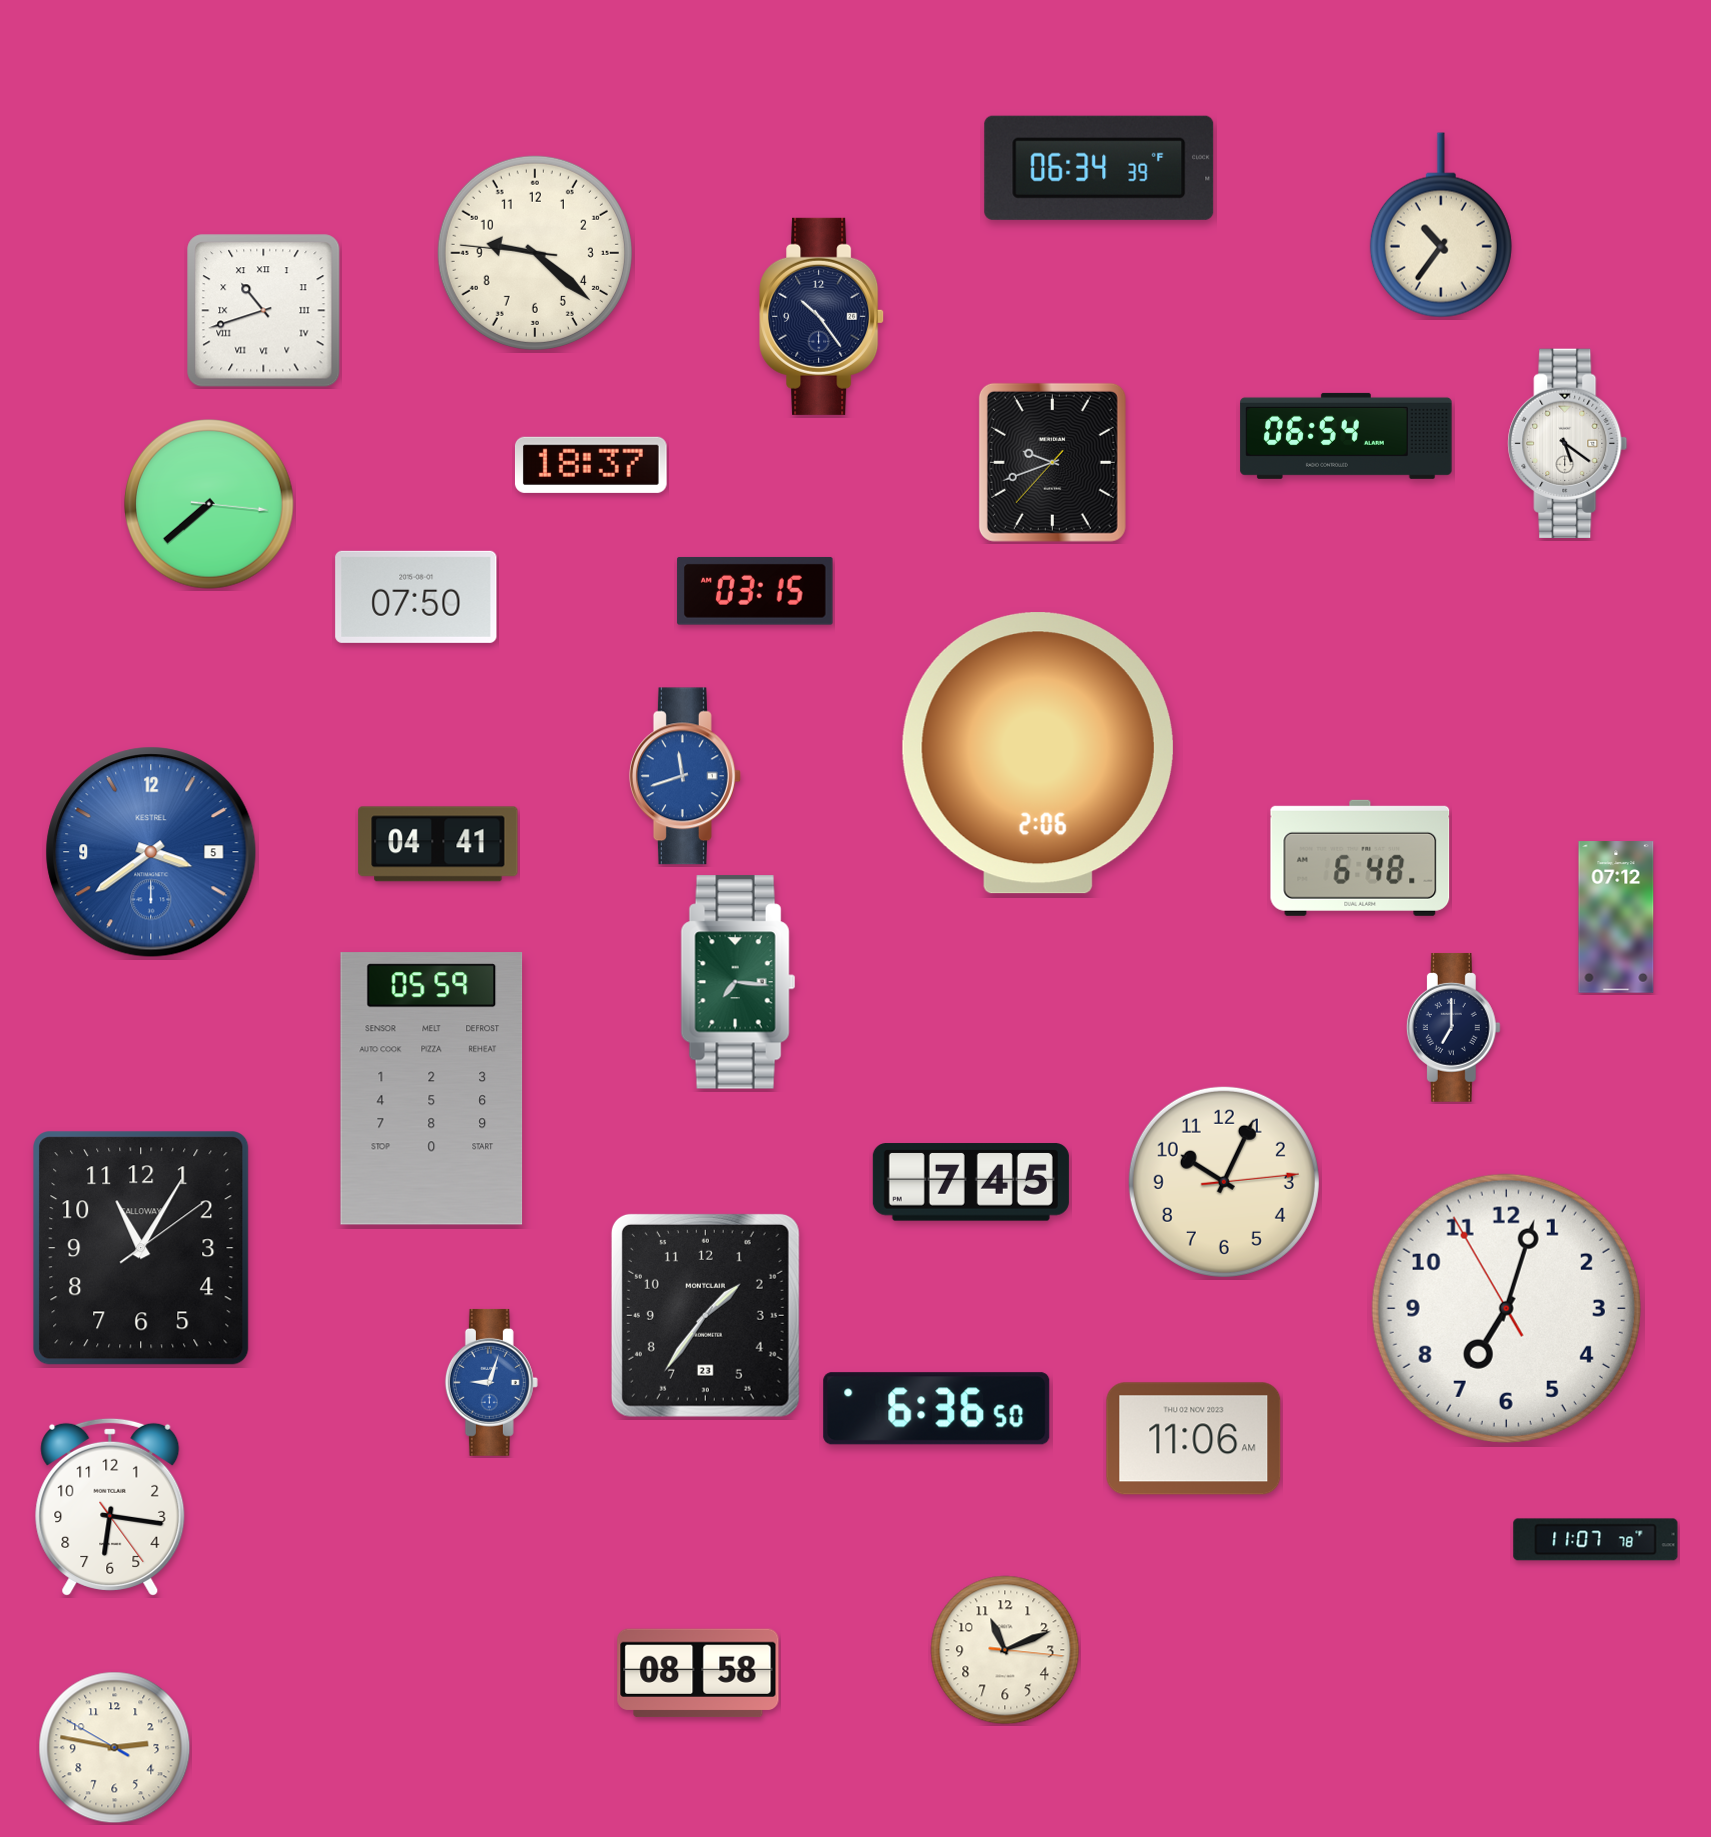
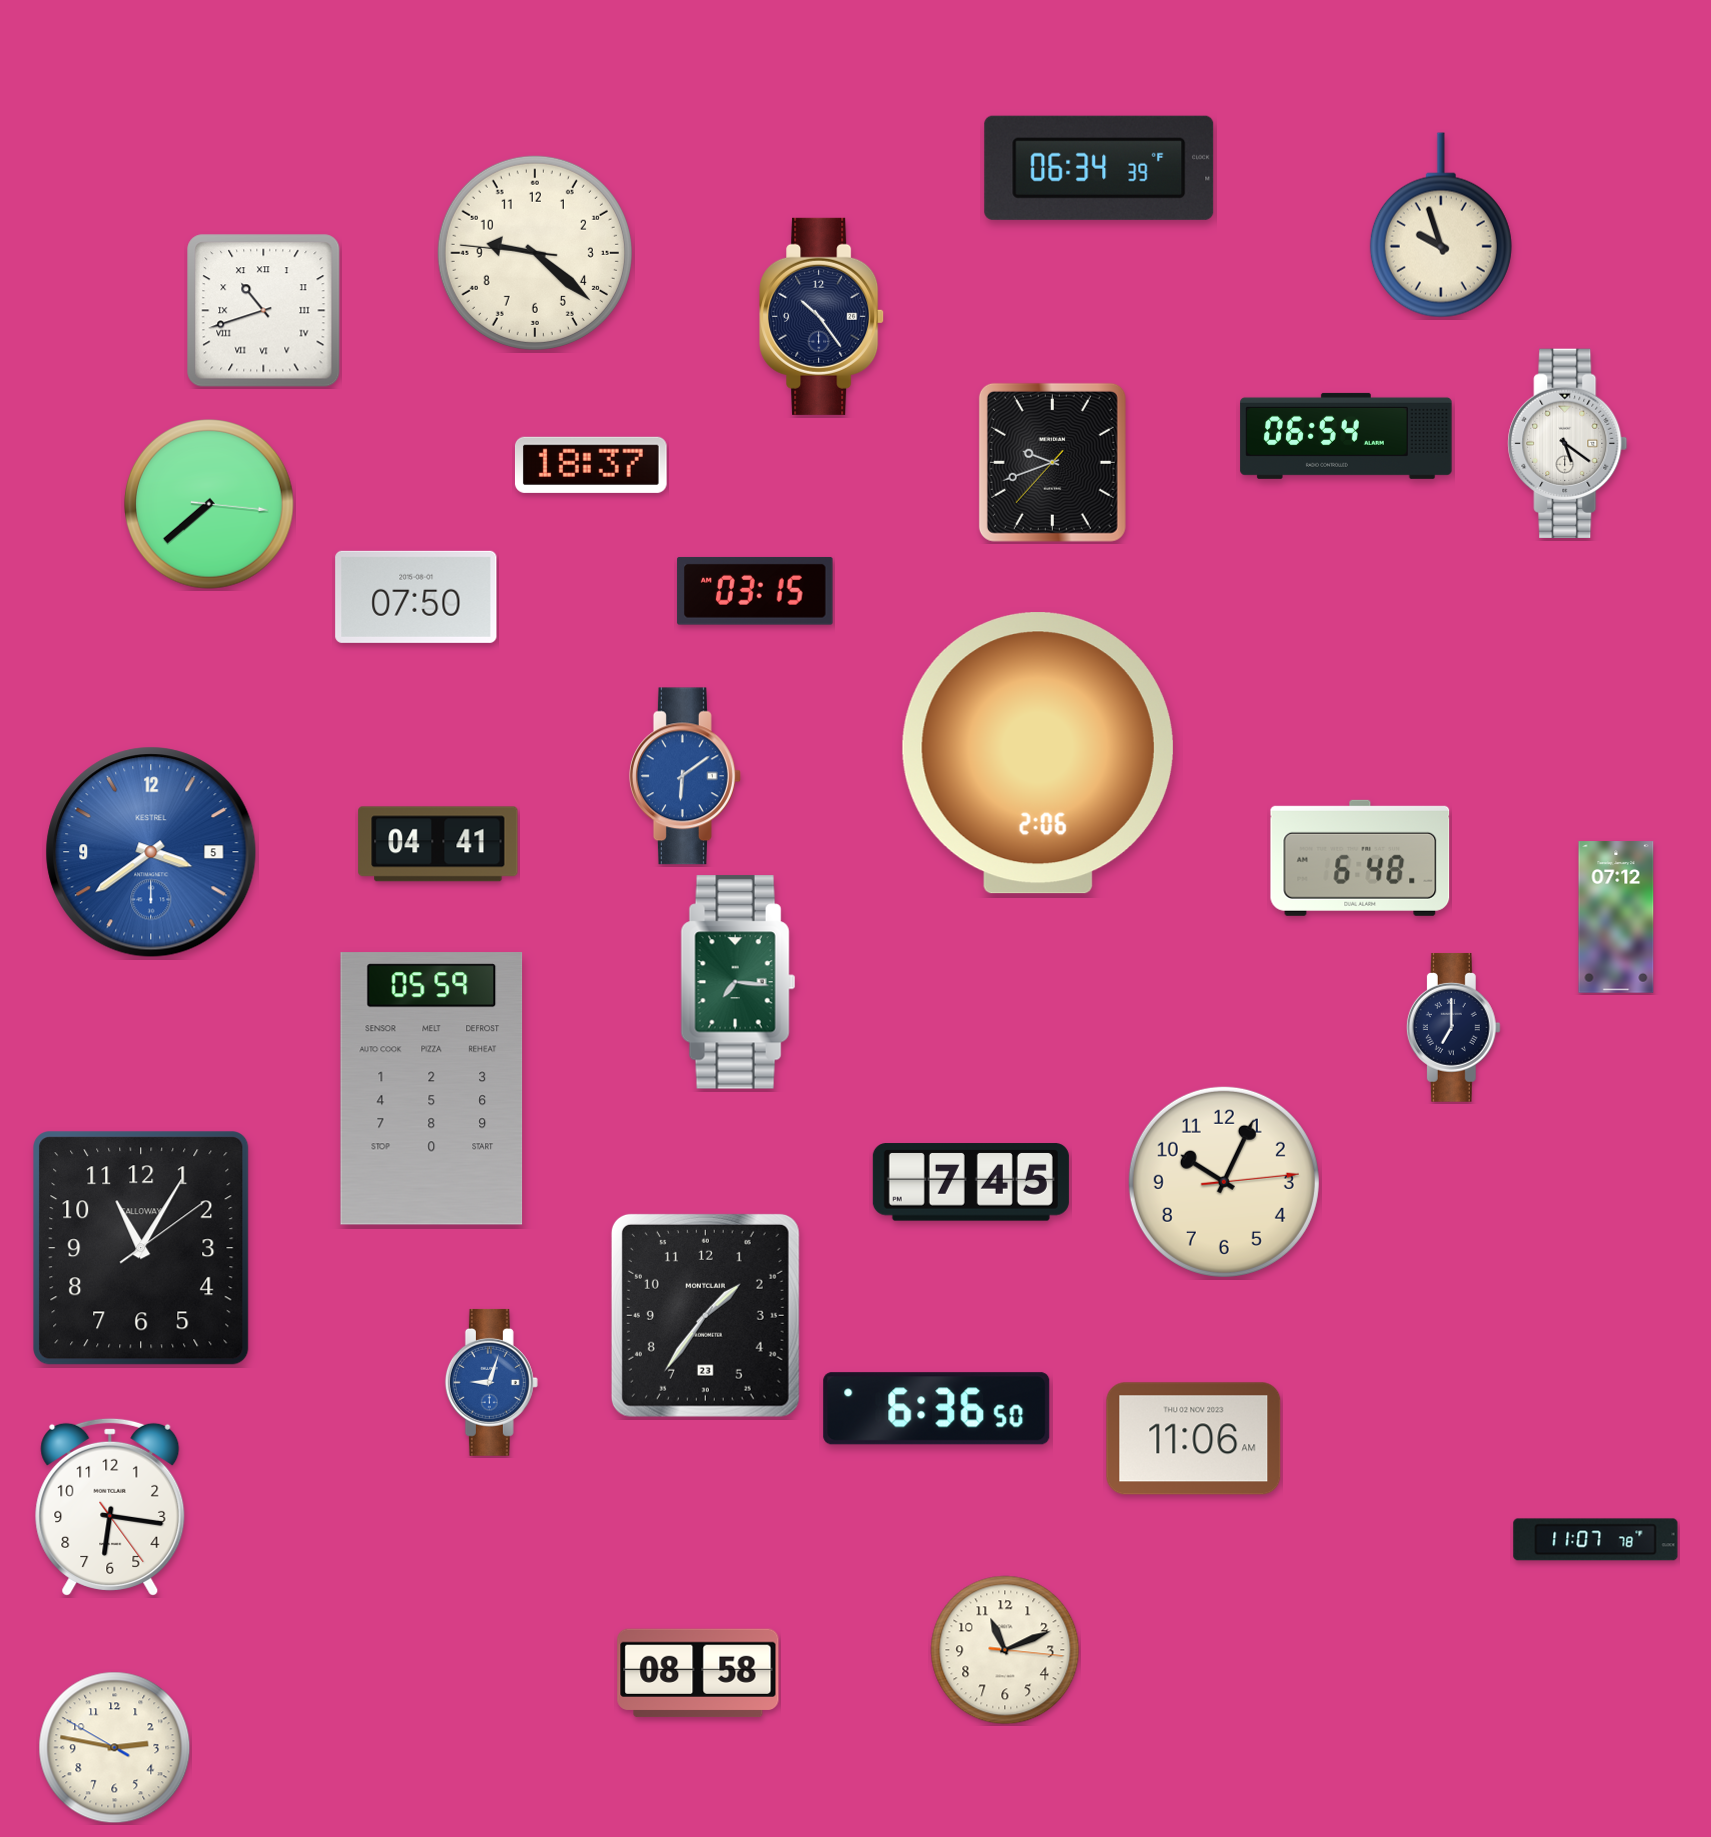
clock at (1441, 225): 10:36 -> 9:57
clock at (685, 776): 11:42 -> 6:09
clock at (1506, 1308): 7:02 -> none
